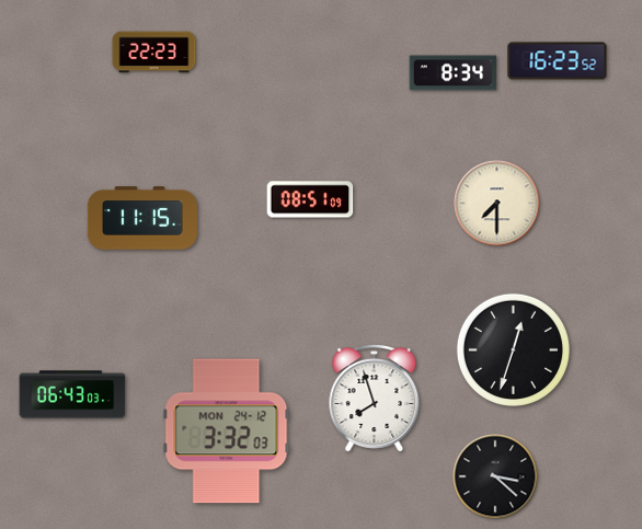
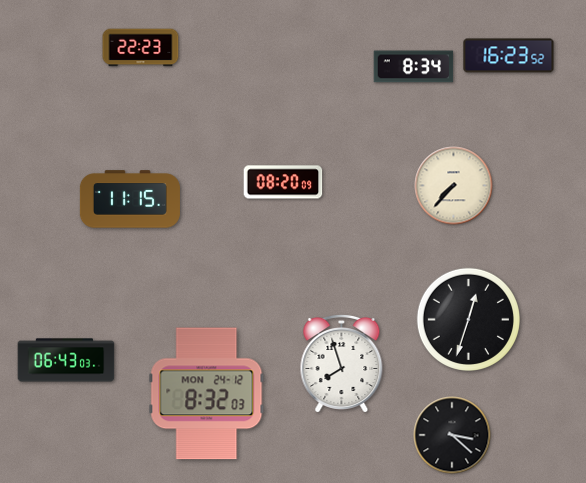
clock at (310, 199): 08:51 -> 08:20
clock at (497, 204): 7:30 -> 7:37
clock at (227, 432): 3:32 -> 8:32
